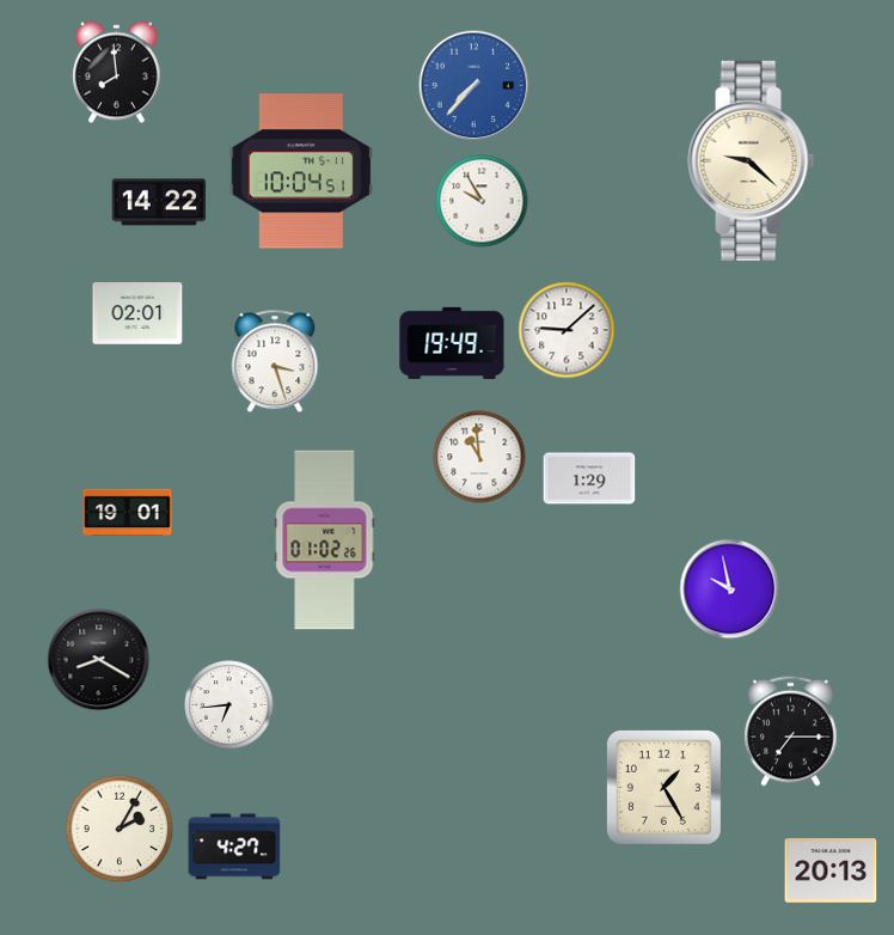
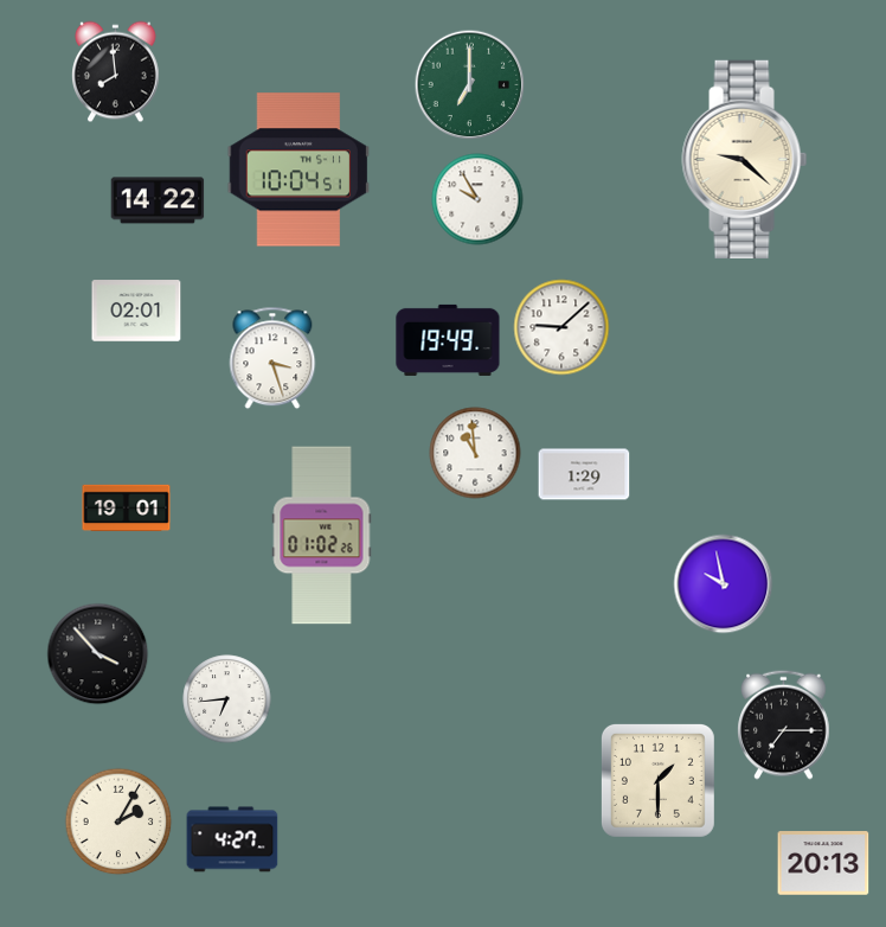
clock at (474, 86): 7:37 -> 7:00
clock at (474, 86) dial: blue -> green
clock at (99, 660): 8:20 -> 3:53
clock at (663, 787): 1:25 -> 1:30
